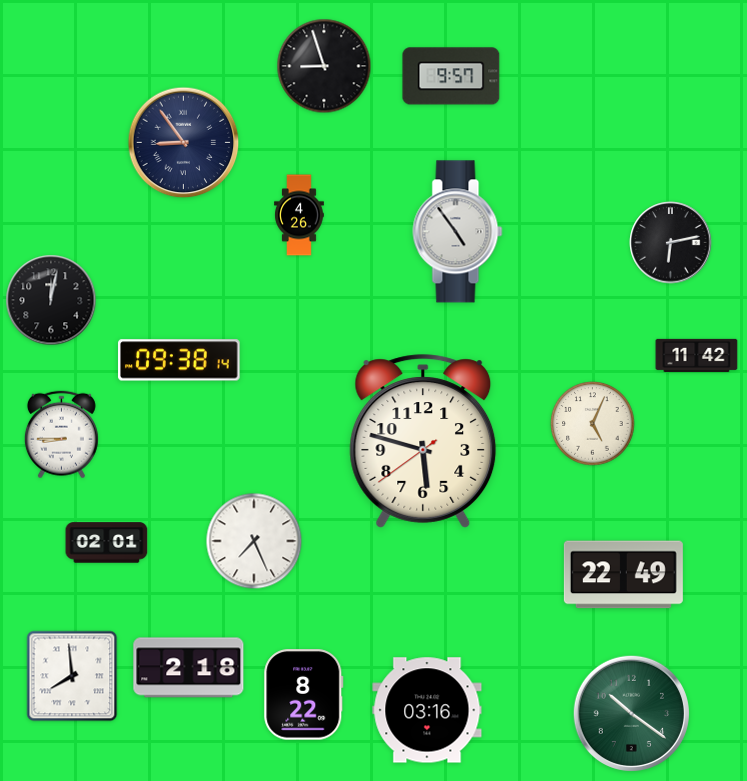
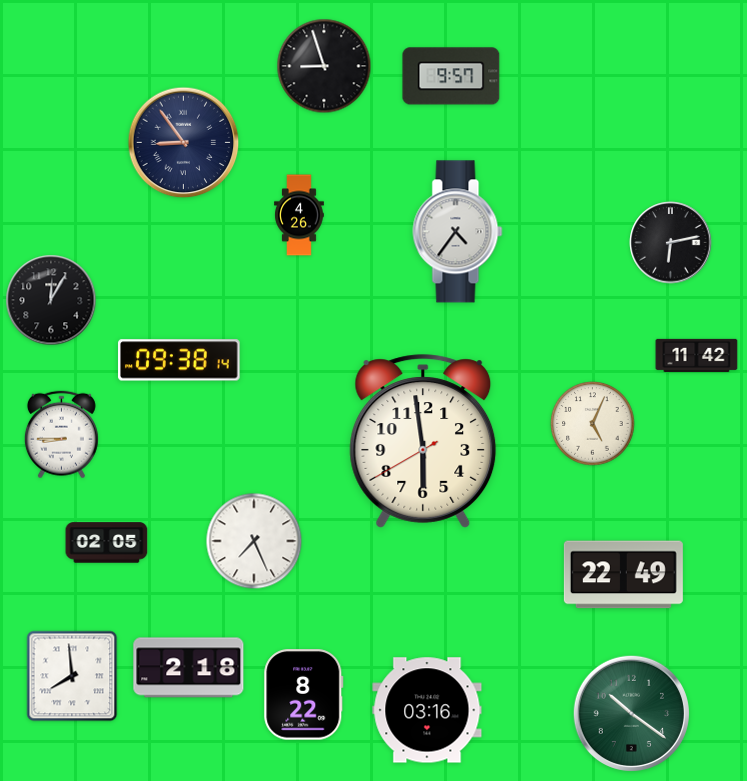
clock at (458, 232): 4:54 -> 4:36
clock at (51, 300): 12:02 -> 12:05
clock at (423, 441): 5:47 -> 5:58
clock at (107, 543): 02:01 -> 02:05
